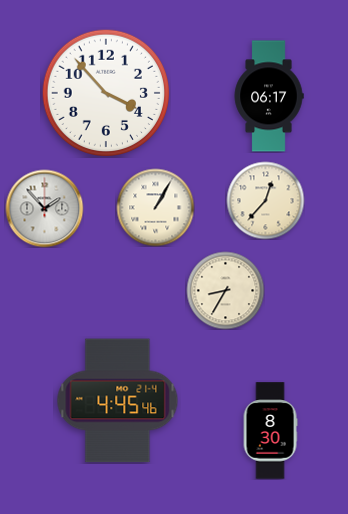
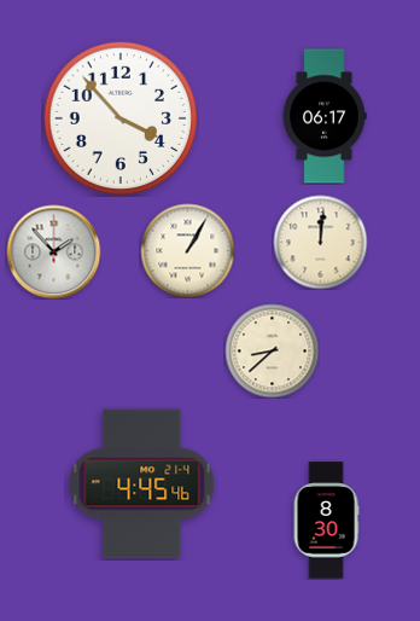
clock at (106, 93) position: (106, 93) -> (121, 118)
clock at (265, 200): 12:37 -> 12:01
clock at (225, 290): 8:35 -> 8:38
